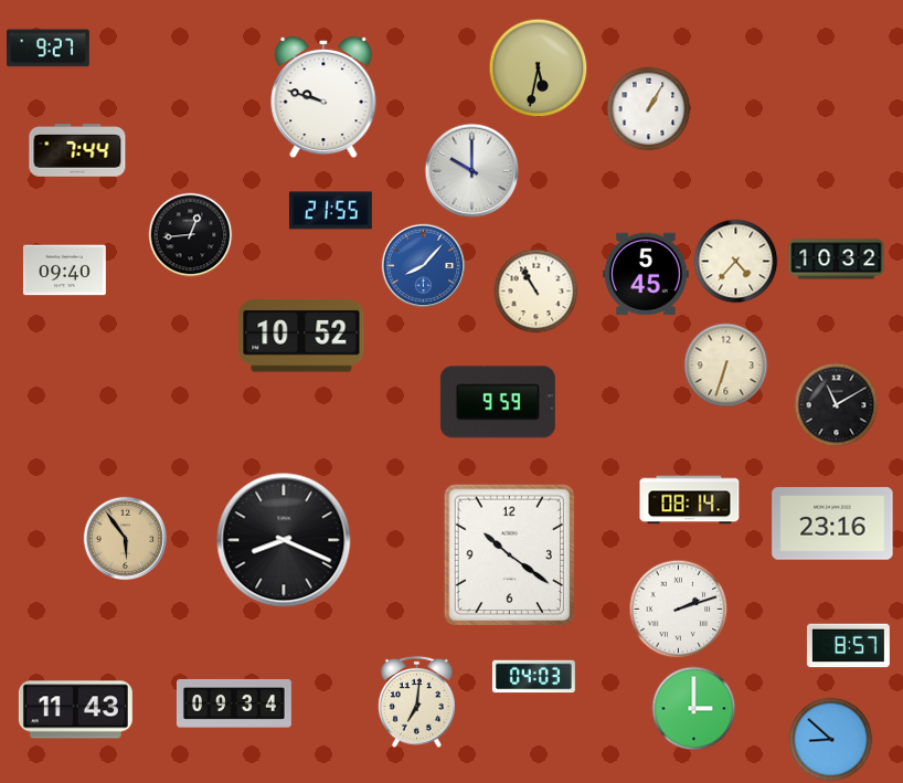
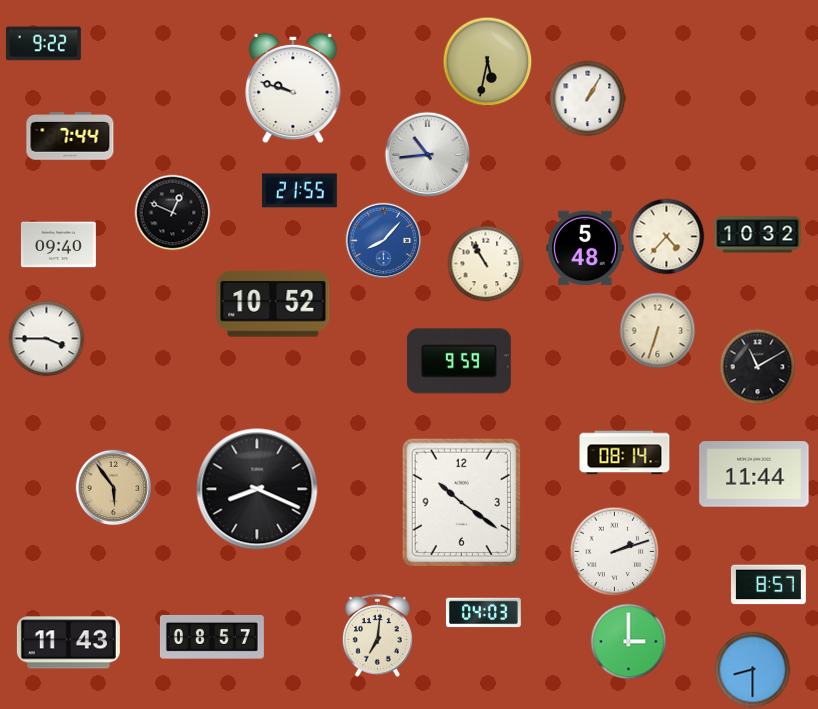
clock at (47, 49): 9:27 -> 9:22
clock at (472, 171): 10:00 -> 10:44
clock at (191, 235): 12:44 -> 12:49
clock at (646, 274): 5:45 -> 5:48
clock at (47, 339): none -> 3:45
clock at (498, 402) position: (498, 402) -> (459, 361)
clock at (832, 523): 23:16 -> 11:44
clock at (234, 703): 09:34 -> 08:57
clock at (831, 740): 8:52 -> 8:30
